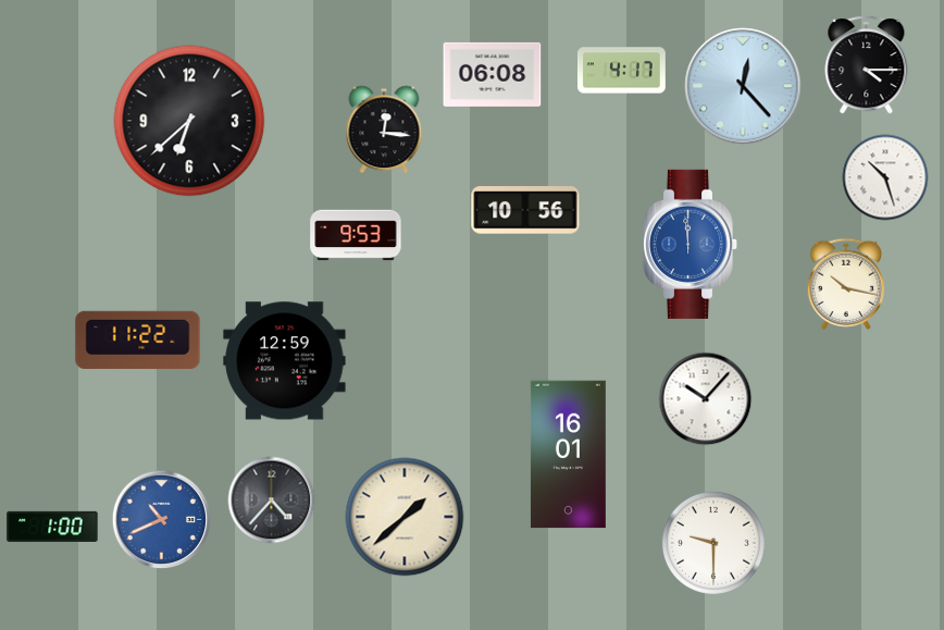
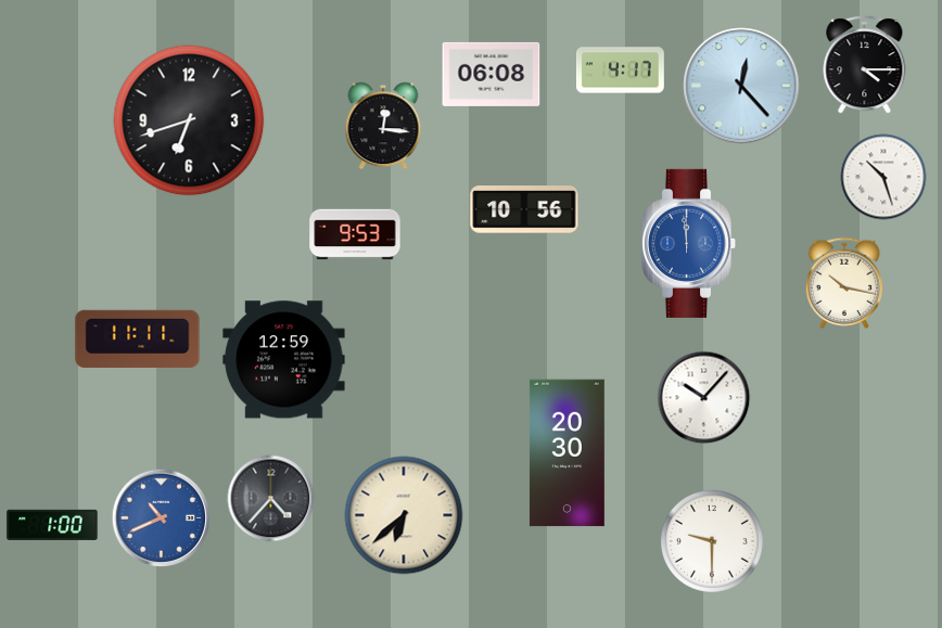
clock at (189, 121): 6:38 -> 6:42
clock at (384, 129) position: (384, 129) -> (383, 126)
clock at (138, 341): 11:22 -> 11:11
clock at (568, 455): 16:01 -> 20:30
clock at (405, 517): 1:38 -> 6:38
